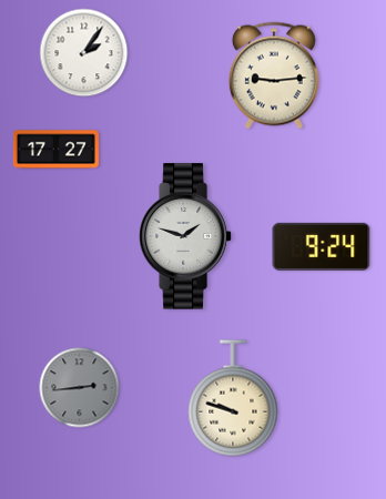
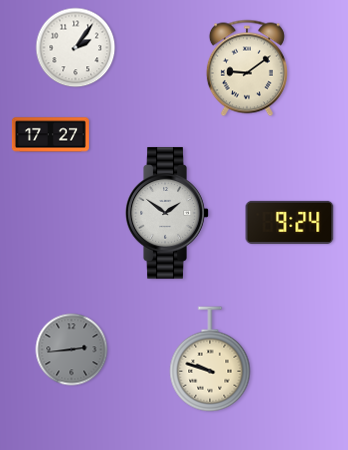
clock at (274, 75): 9:14 -> 9:09
clock at (185, 236): 1:48 -> 1:51
